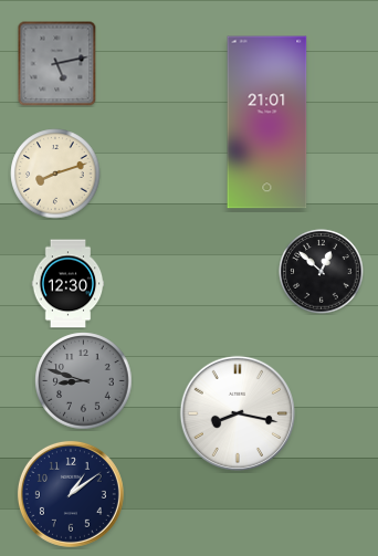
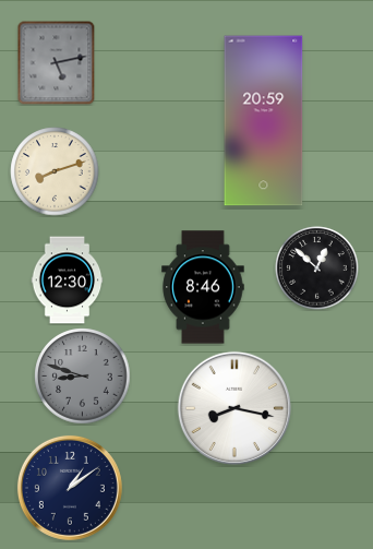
clock at (267, 123): 21:01 -> 20:59
clock at (203, 287): none -> 8:46
